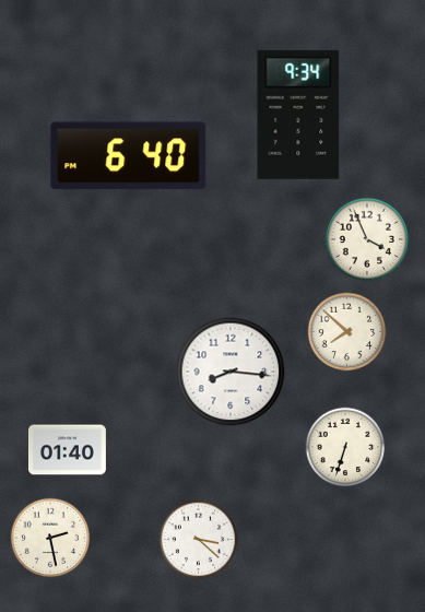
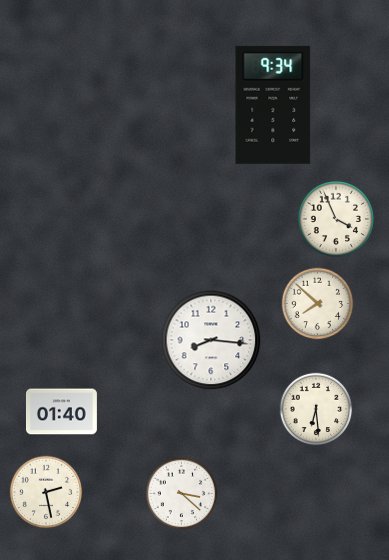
clock at (129, 156): 6:40 -> none
clock at (345, 447): 6:33 -> 6:29
